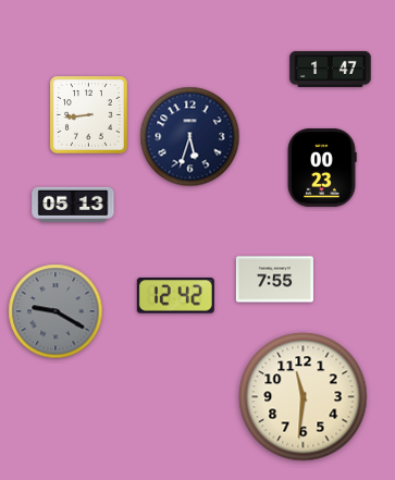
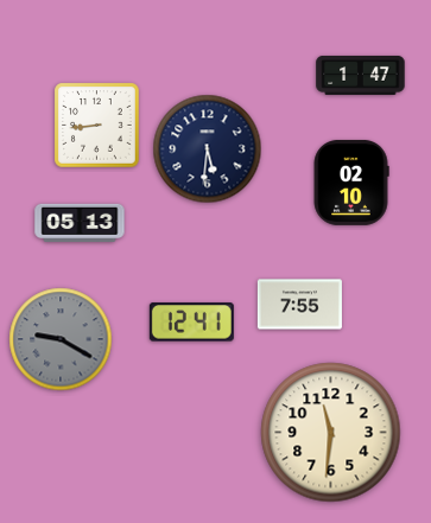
clock at (190, 137): 5:33 -> 5:31
clock at (322, 168): 00:23 -> 02:10
clock at (175, 296): 12:42 -> 12:41
